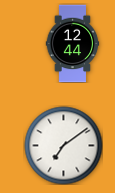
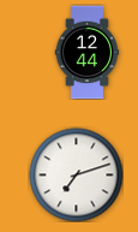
clock at (63, 145): 7:09 -> 7:12
